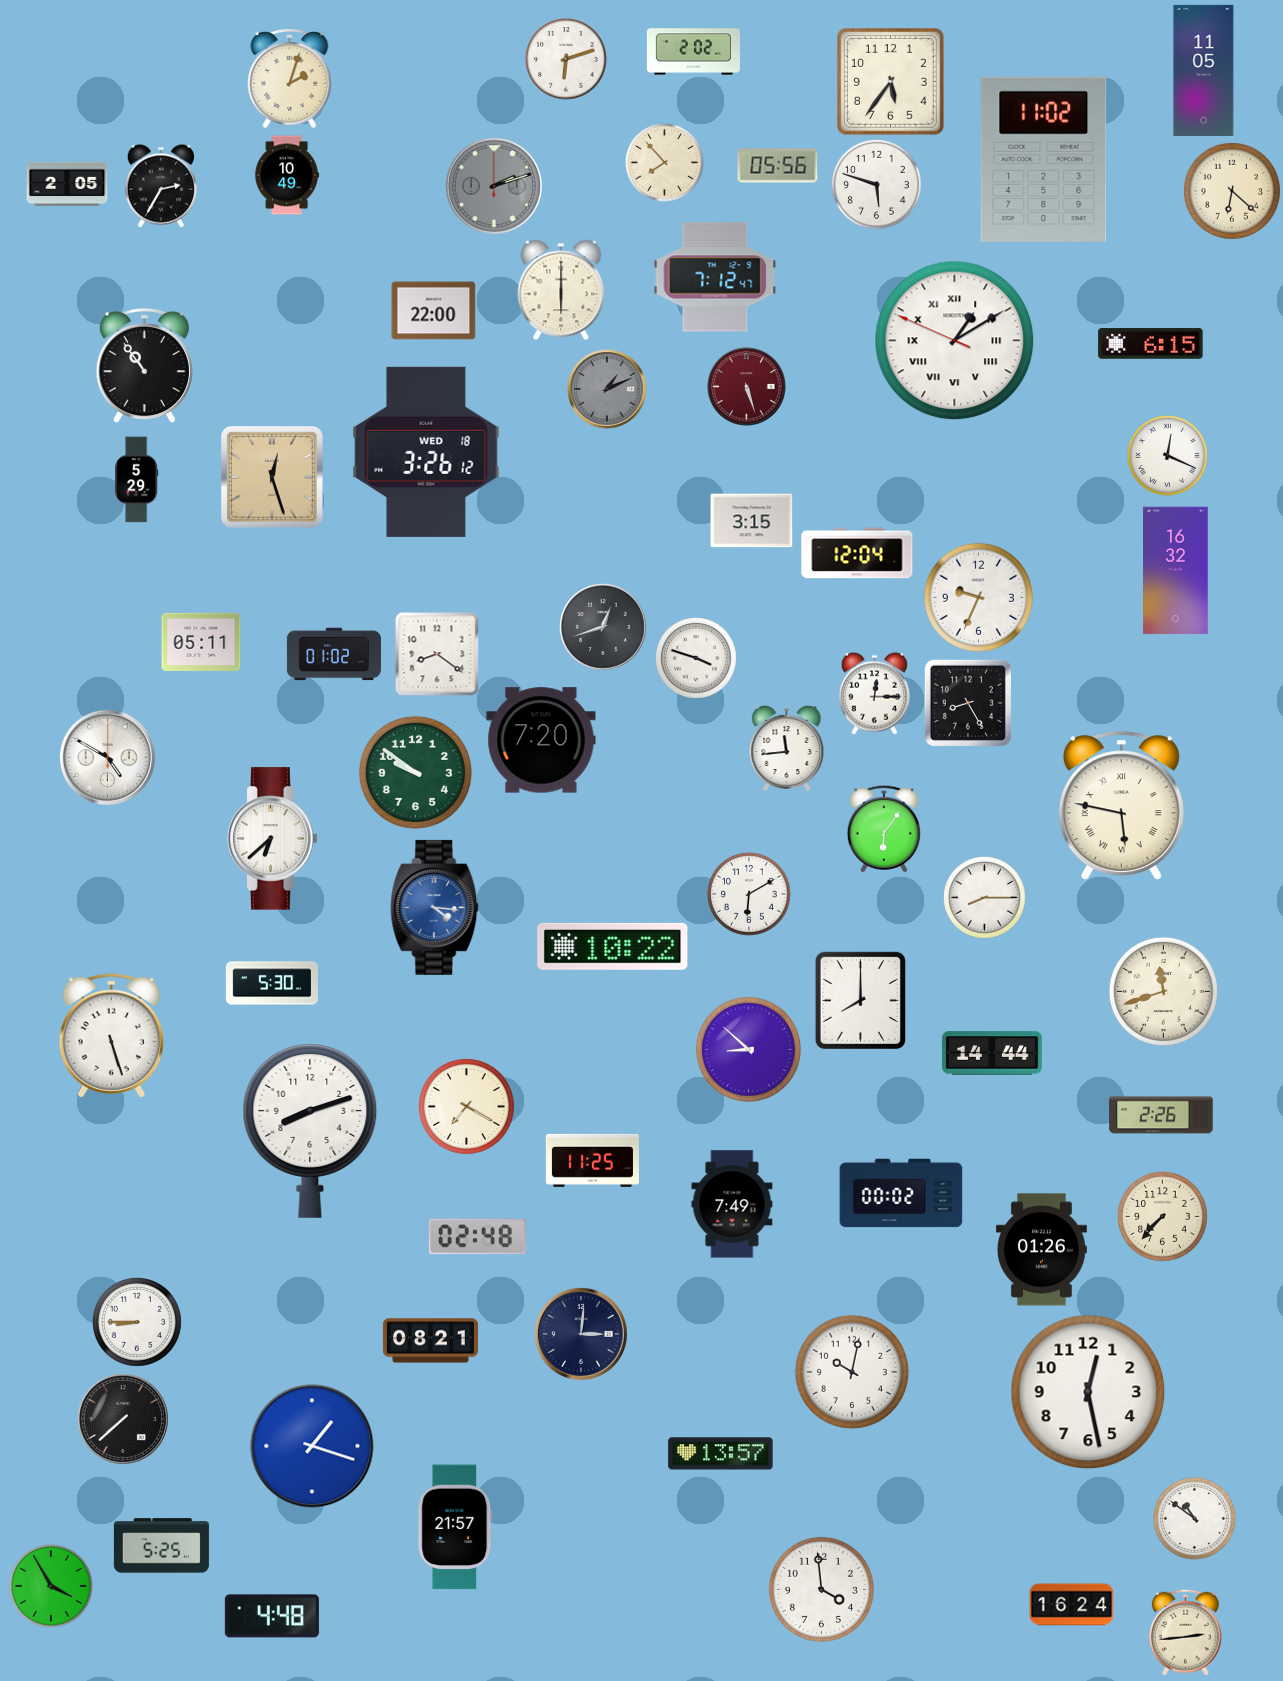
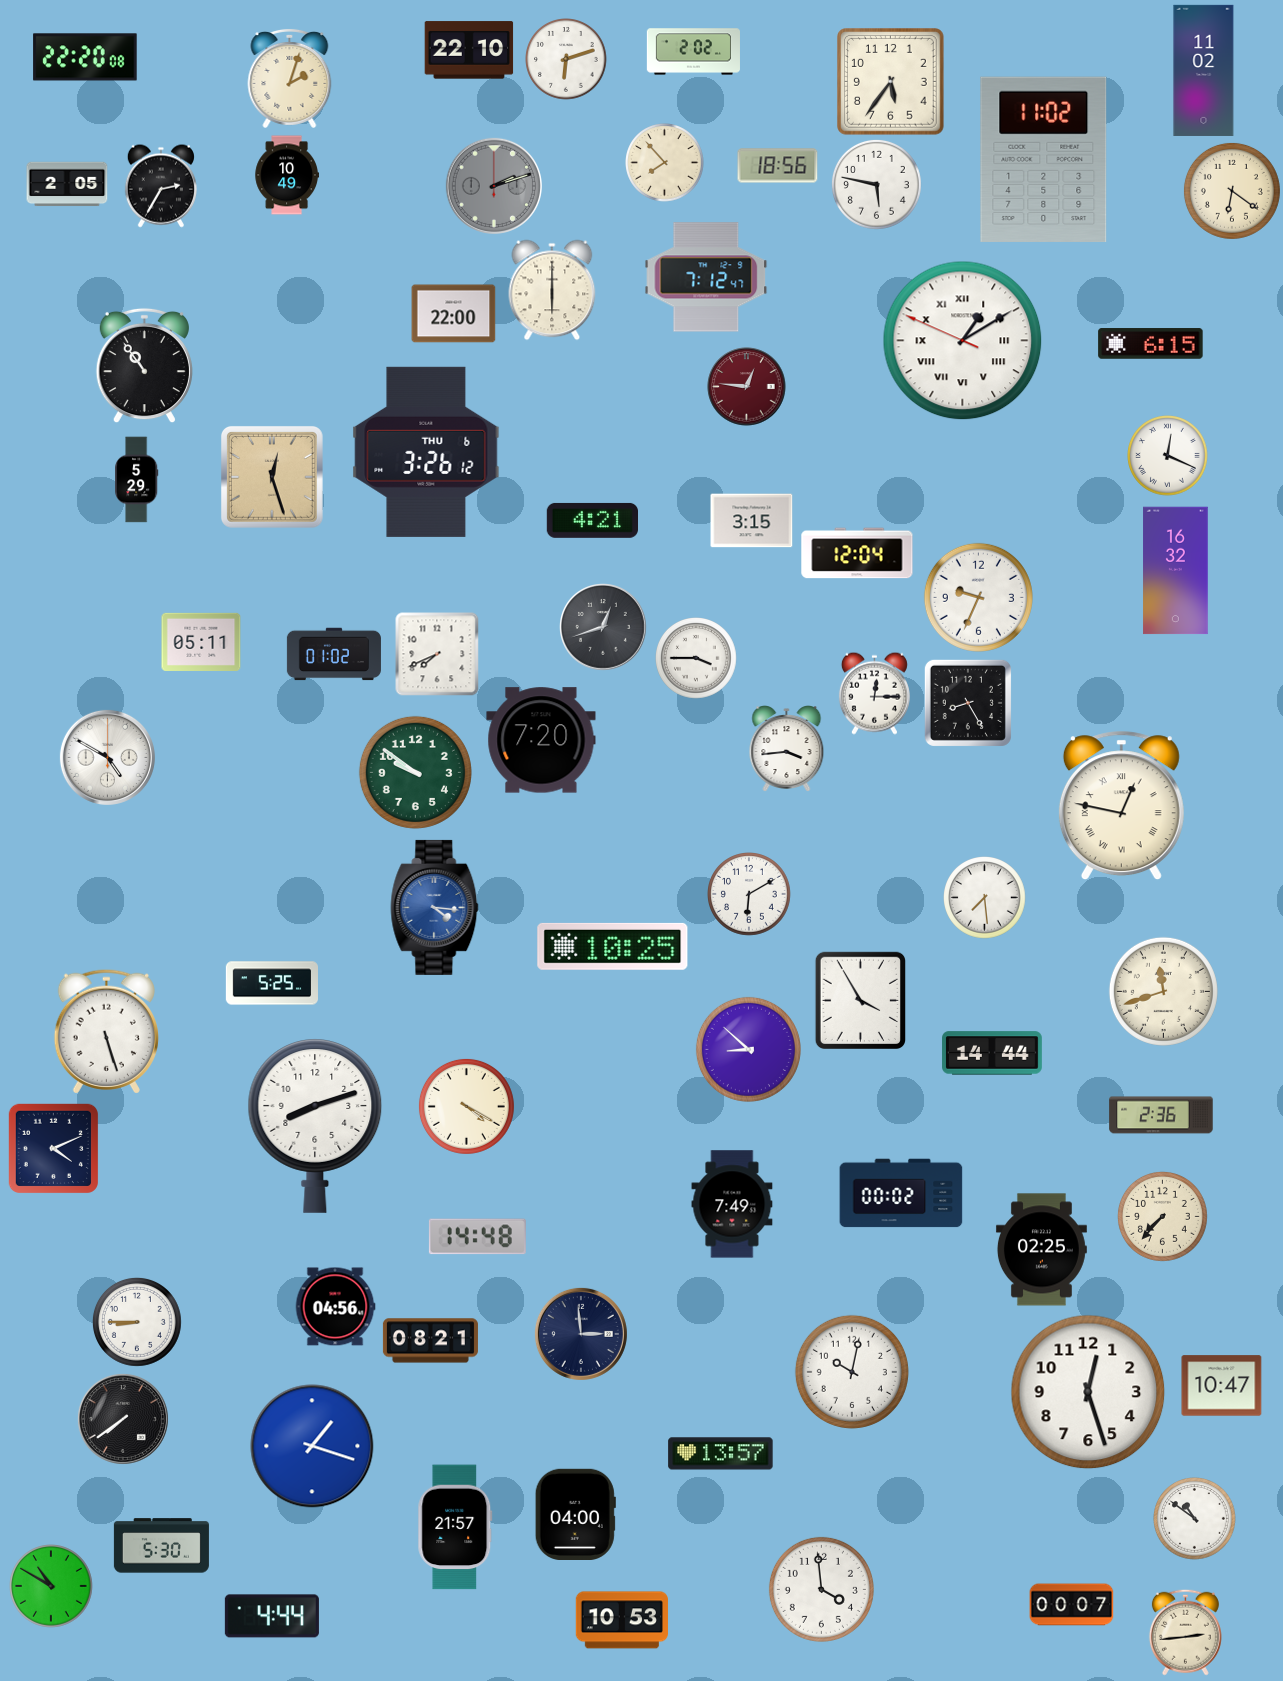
clock at (469, 50): none -> 22:10
clock at (85, 57): none -> 22:20
clock at (1204, 70): 11:05 -> 11:02
clock at (778, 166): 05:56 -> 18:56
clock at (876, 184): 5:48 -> 5:47
clock at (1232, 191): 6:22 -> 6:21
clock at (715, 277) position: (715, 277) -> (706, 277)
clock at (561, 290) position: (561, 290) -> (552, 290)
clock at (434, 311) position: (434, 311) -> (454, 314)
clock at (955, 341) position: (955, 341) -> (963, 341)
clock at (747, 387): 5:27 -> 12:46
clock at (607, 389): 1:11 -> none
clock at (426, 452) date: WED 18 -> THU 6
clock at (592, 520): none -> 4:21
clock at (437, 654): 8:21 -> 7:41
clock at (697, 659): 3:48 -> 3:45
clock at (787, 749): 11:44 -> 3:44
clock at (1121, 806): 5:47 -> 12:47
clock at (884, 829): 6:06 -> none
clock at (273, 839): 6:38 -> none
clock at (985, 898): 8:15 -> 7:29
clock at (613, 946): 10:22 -> 10:25
clock at (271, 983): 5:30 -> 5:25
clock at (860, 1000): 8:00 -> 3:55
clock at (111, 1035) position: (111, 1035) -> (106, 1031)
clock at (466, 1106): 7:20 -> 4:20
clock at (1161, 1115): 2:26 -> 2:36
clock at (310, 1131) position: (310, 1131) -> (315, 1126)
clock at (53, 1148): none -> 4:11
clock at (592, 1160): 11:25 -> none
clock at (477, 1237): 02:48 -> 14:48
clock at (1041, 1250): 01:26 -> 02:25
clock at (335, 1307): none -> 04:56
clock at (581, 1334): 3:01 -> 2:59
clock at (1222, 1386): none -> 10:47
clock at (1088, 1392): 12:28 -> 12:27
clock at (123, 1419): 7:38 -> 7:39
clock at (575, 1514): none -> 04:00
clock at (161, 1546): 5:25 -> 5:30
clock at (52, 1587): 3:55 -> 10:50
clock at (1072, 1605): 16:24 -> 00:07
clock at (272, 1616): 4:48 -> 4:44
clock at (622, 1620): none -> 10:53
